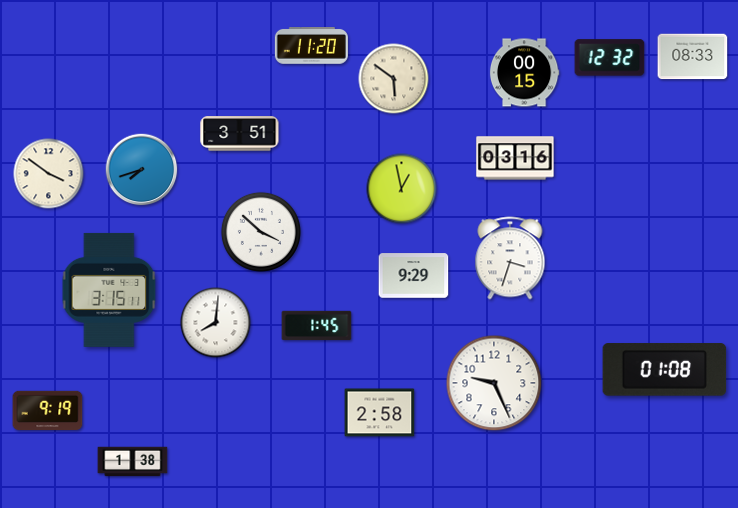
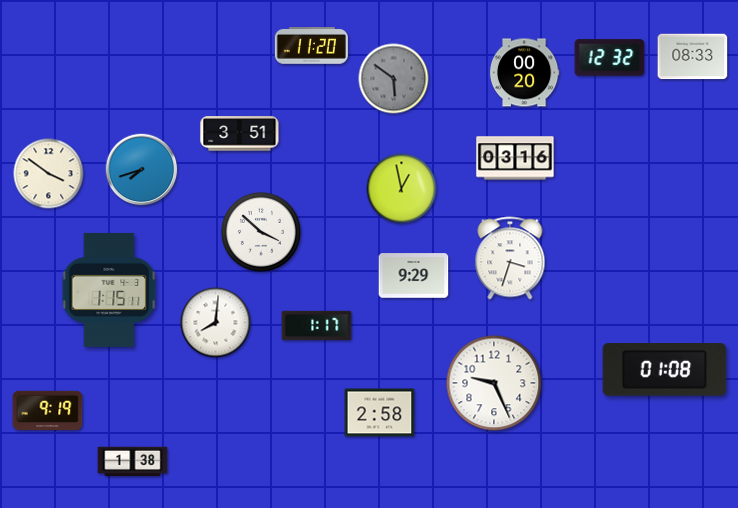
clock at (524, 73): 00:15 -> 00:20
clock at (394, 79) dial: cream -> grey
clock at (109, 290): 3:15 -> 1:15
clock at (317, 326): 1:45 -> 1:17
